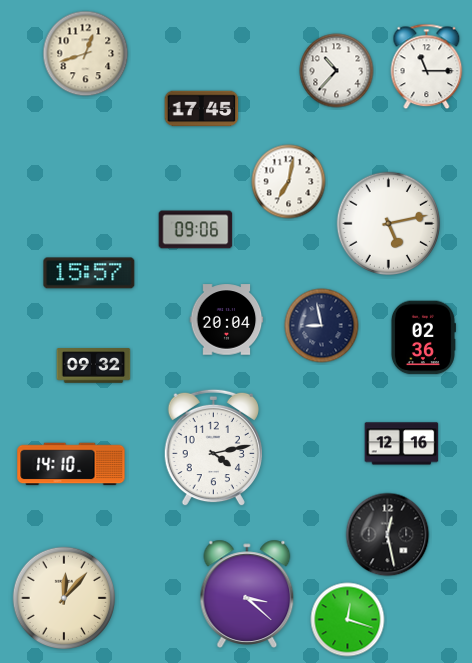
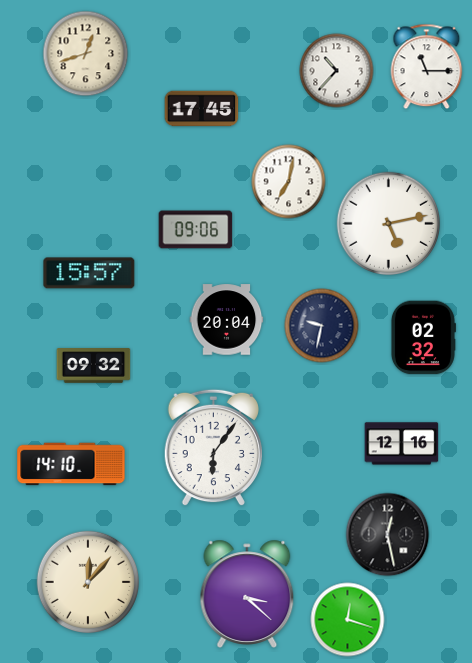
clock at (322, 326): 8:58 -> 9:32
clock at (423, 338): 02:36 -> 02:32
clock at (213, 448): 4:13 -> 6:06
clock at (64, 598) position: (64, 598) -> (88, 582)
